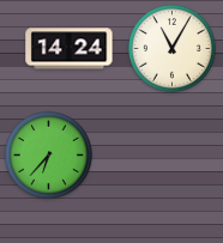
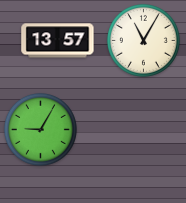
clock at (70, 49): 14:24 -> 13:57
clock at (48, 154): 6:37 -> 9:05
